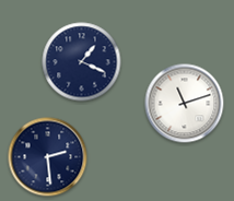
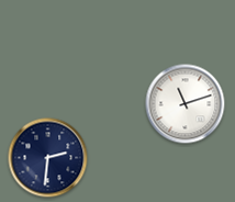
clock at (82, 62): 1:19 -> none
clock at (48, 157): 2:29 -> 2:31
